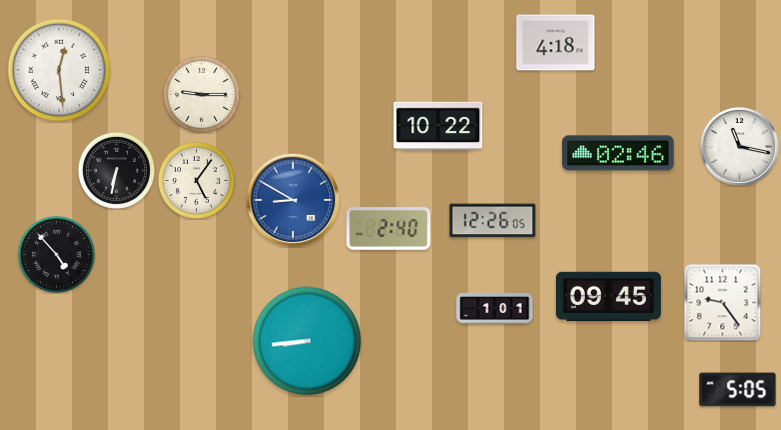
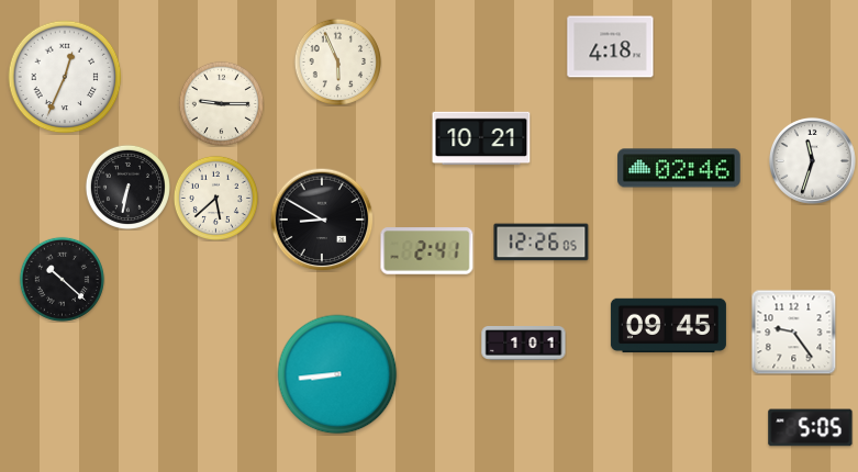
clock at (337, 61): none -> 5:56
clock at (59, 70): 12:29 -> 12:34
clock at (438, 126): 10:22 -> 10:21
clock at (739, 146): 11:17 -> 11:33
clock at (196, 180): 5:06 -> 5:38
clock at (293, 200) dial: blue -> black
clock at (389, 229): 2:40 -> 2:41
clock at (56, 254): 4:53 -> 10:22
clock at (495, 309) position: (495, 309) -> (524, 344)
